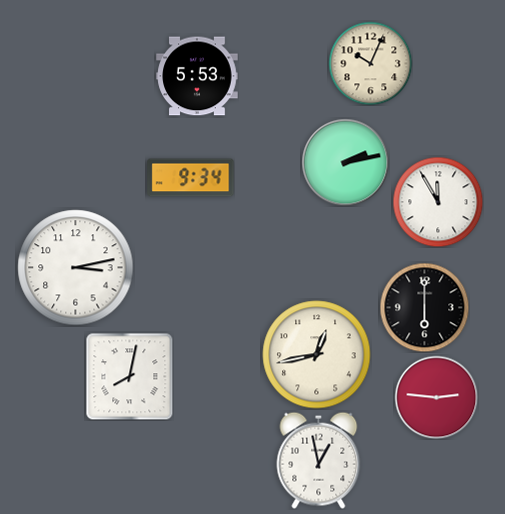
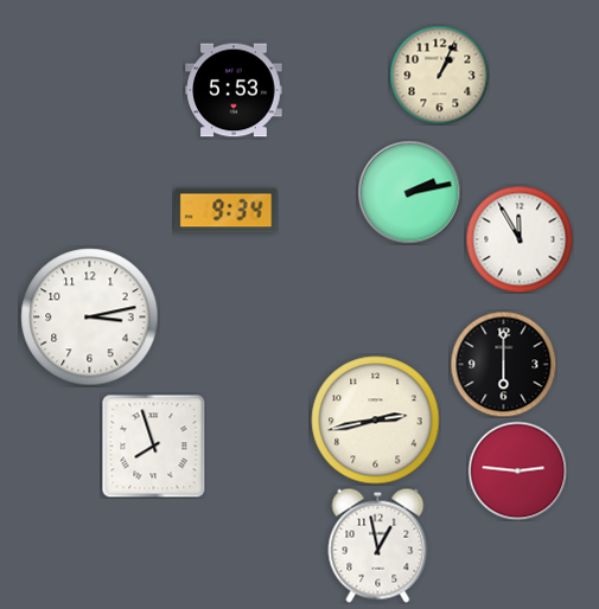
clock at (370, 63): 10:04 -> 1:04
clock at (317, 355): 12:43 -> 2:43
clock at (129, 376): 8:02 -> 7:57
